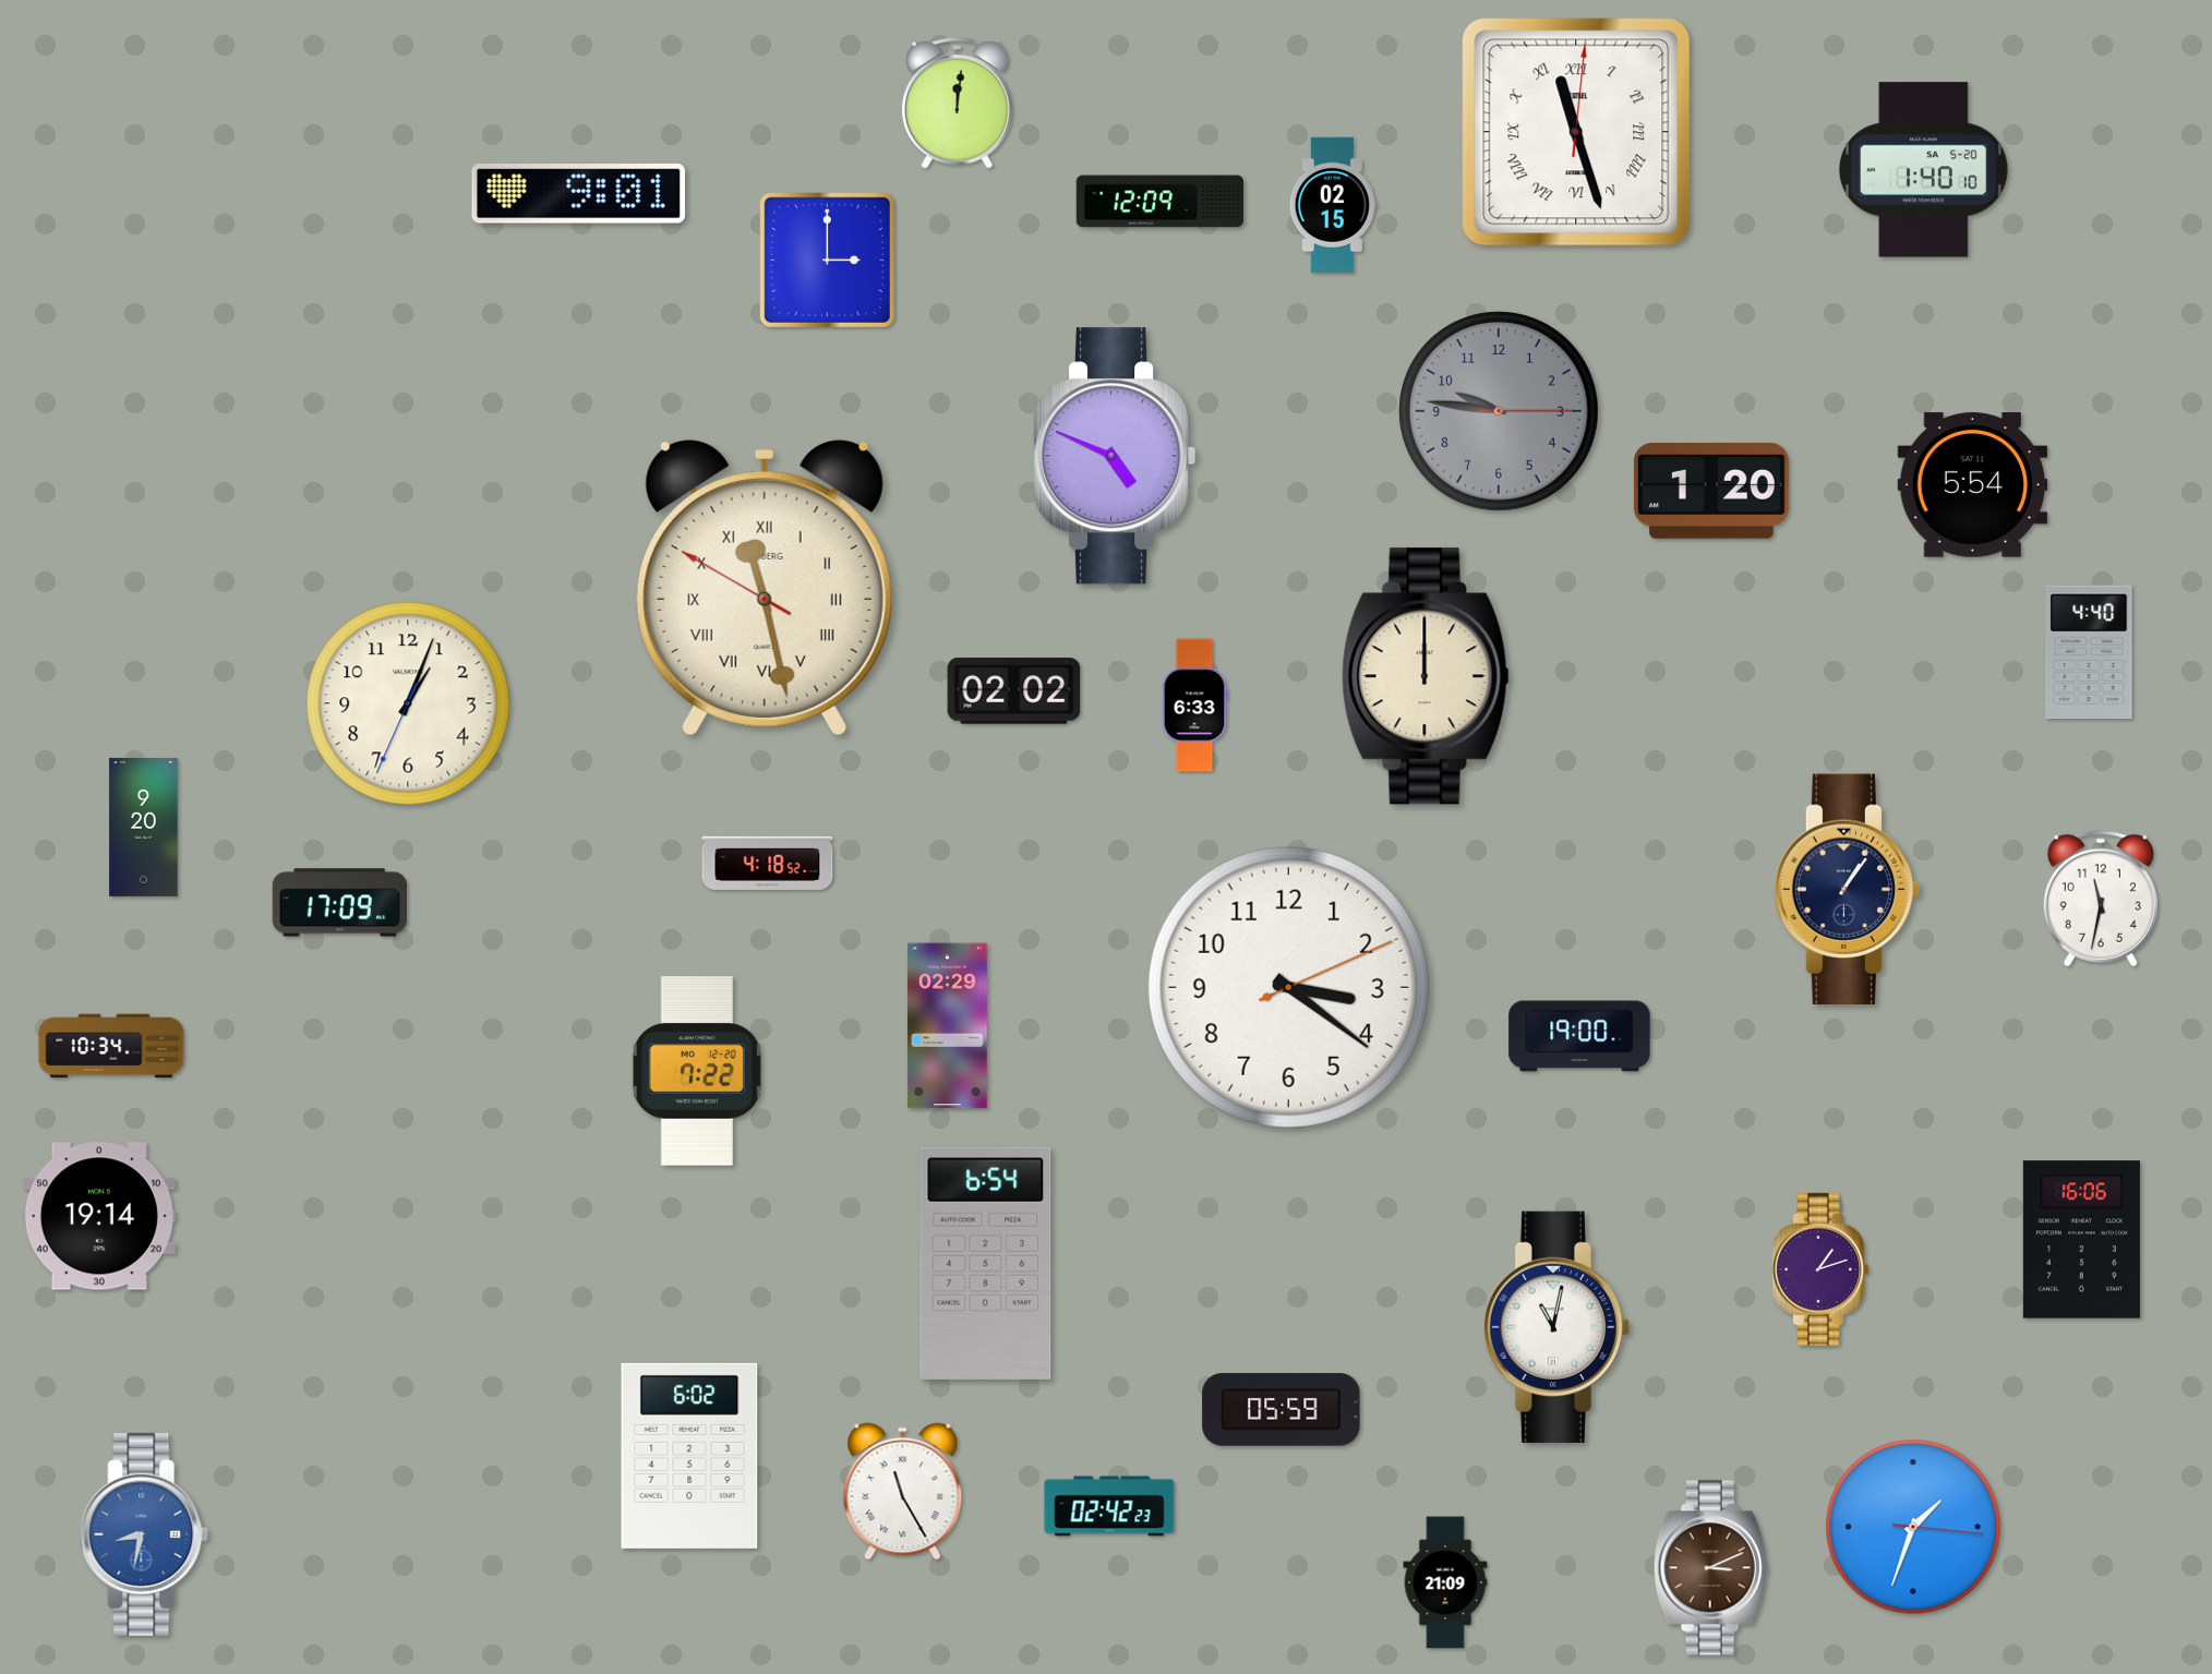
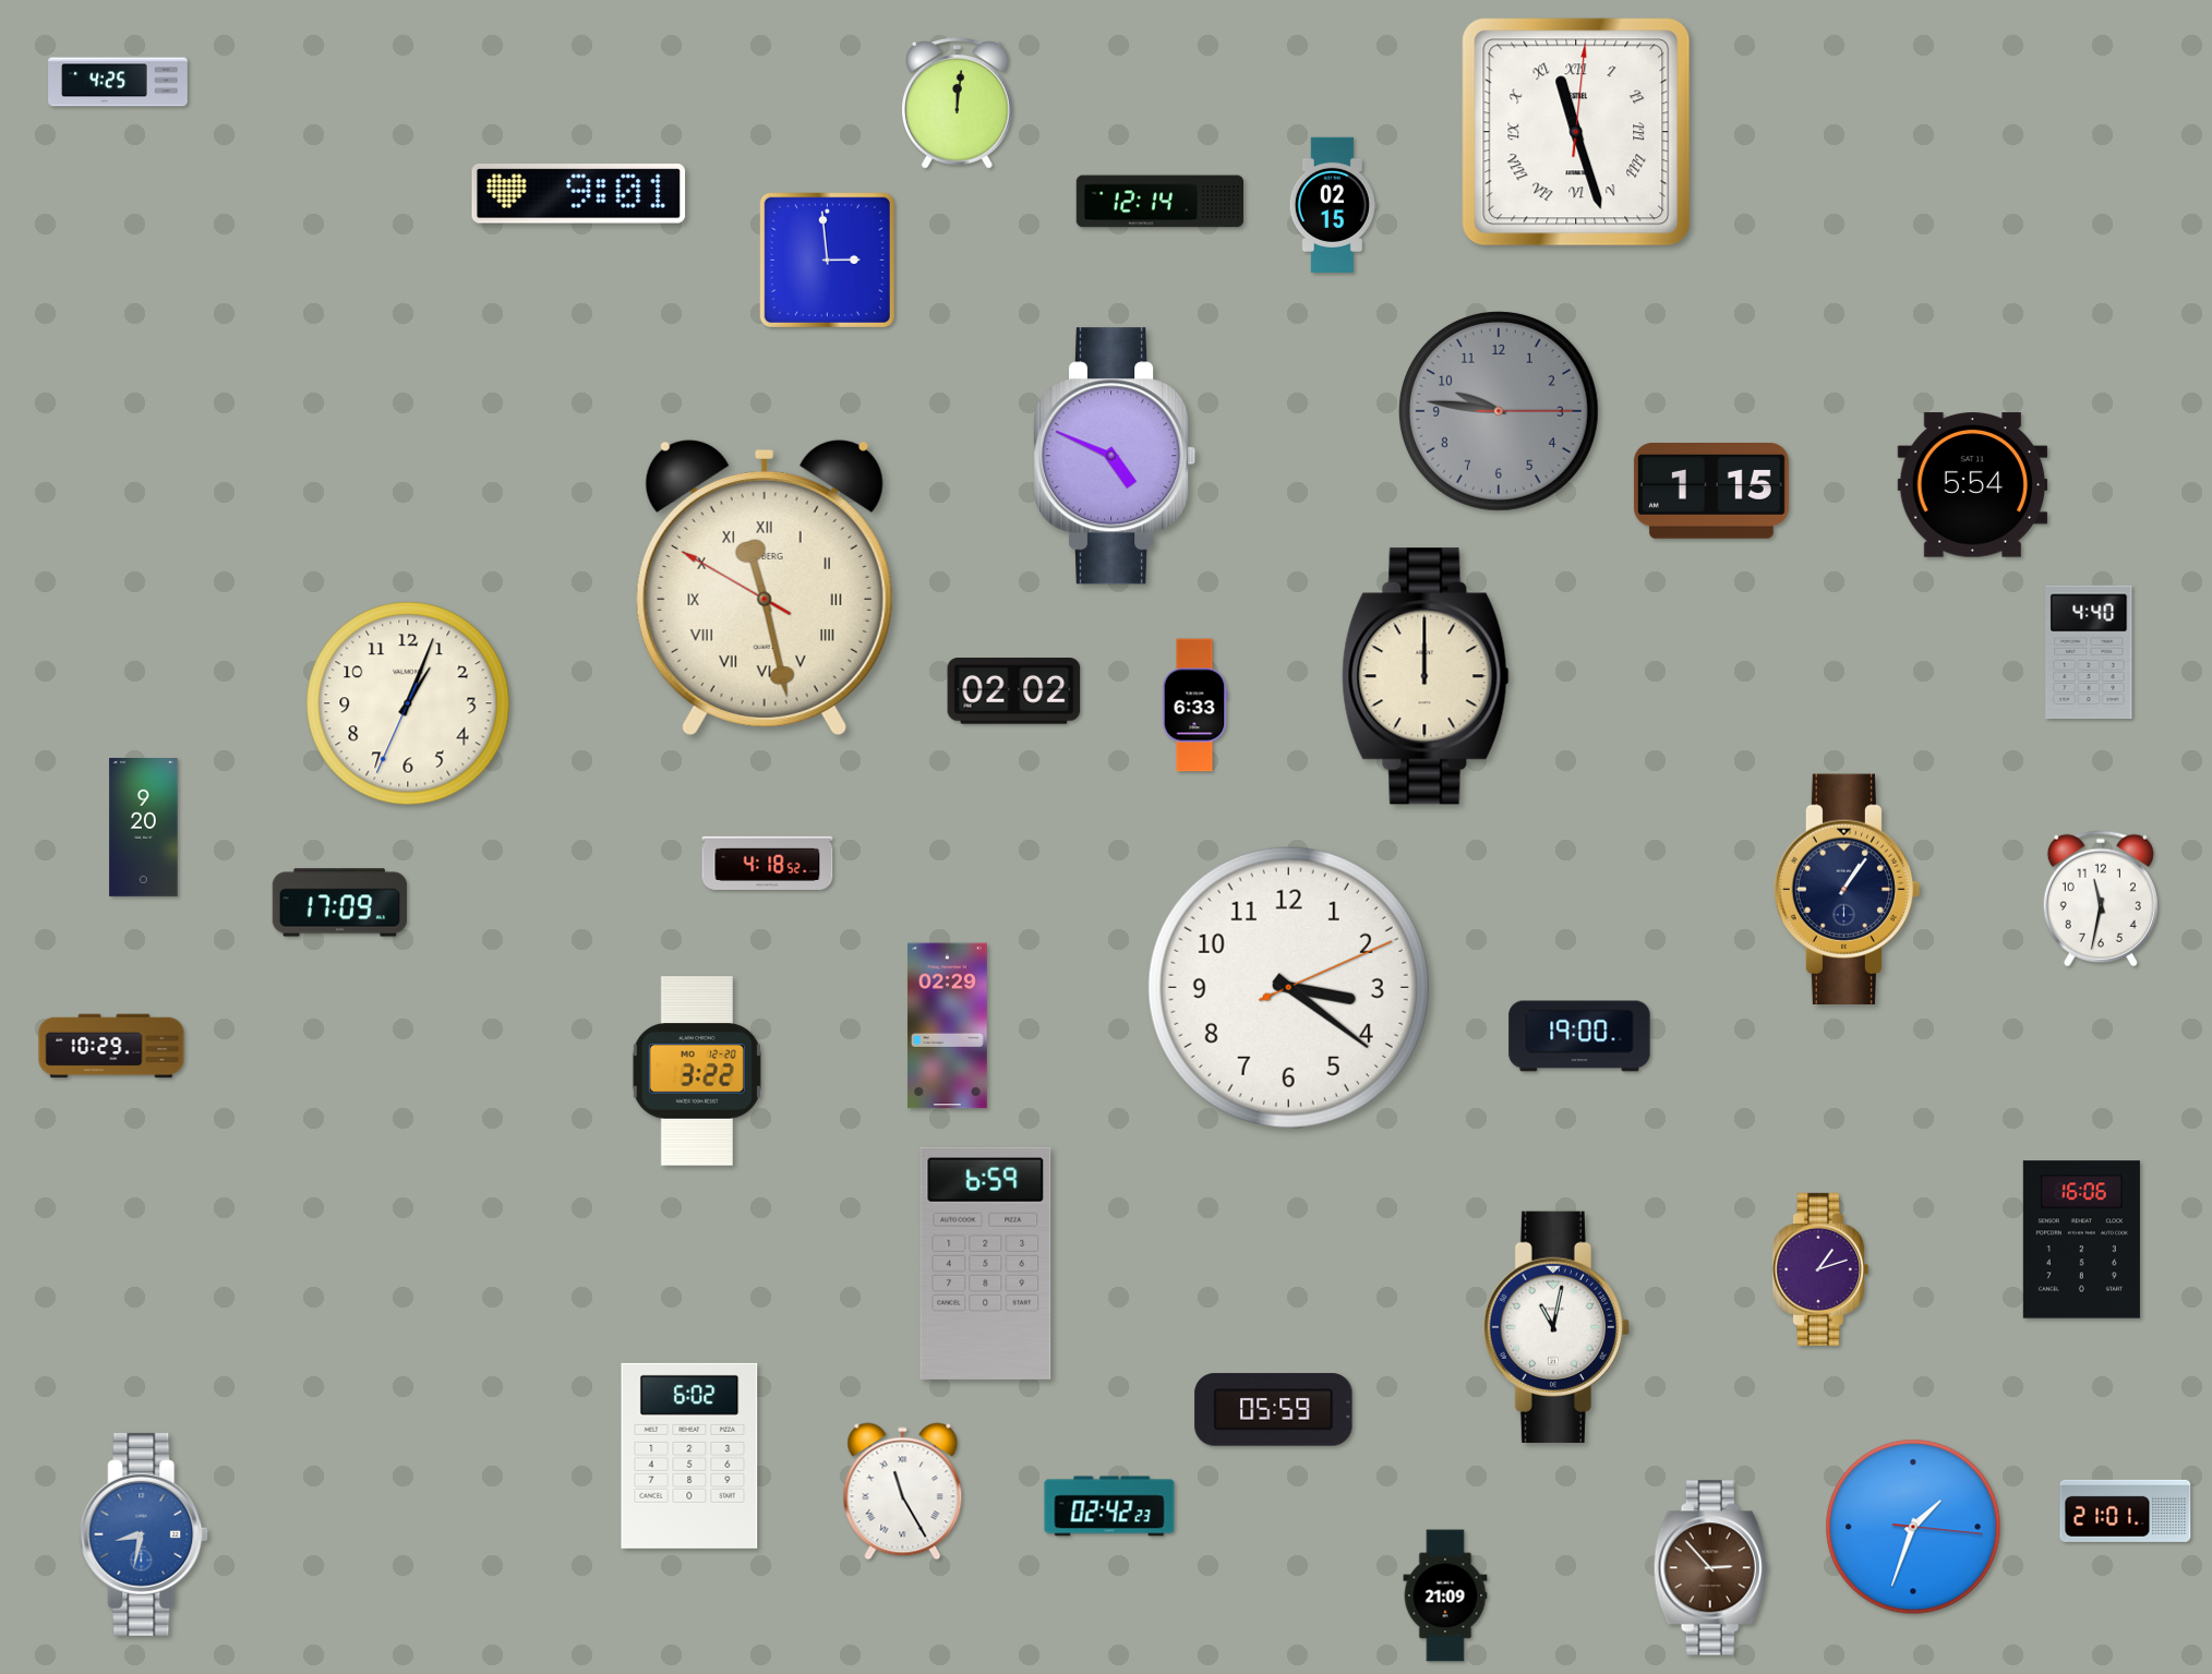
clock at (118, 82): none -> 4:25
clock at (1923, 170): 1:40 -> none
clock at (1159, 202): 12:09 -> 12:14
clock at (827, 260): 3:00 -> 2:59
clock at (1711, 492): 1:20 -> 1:15
clock at (111, 1046): 10:34 -> 10:29
clock at (697, 1071): 7:22 -> 3:22
clock at (99, 1216): 19:14 -> none
clock at (986, 1263): 6:54 -> 6:59
clock at (1282, 1410) position: (1282, 1410) -> (1274, 1410)
clock at (2126, 1510): none -> 21:01
clock at (1710, 1568): 3:11 -> 2:53
clock at (1445, 1582) position: (1445, 1582) -> (1445, 1595)
